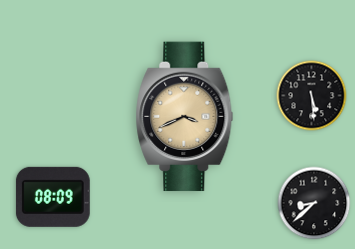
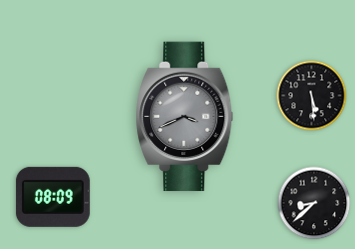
clock at (185, 117) dial: champagne -> grey
